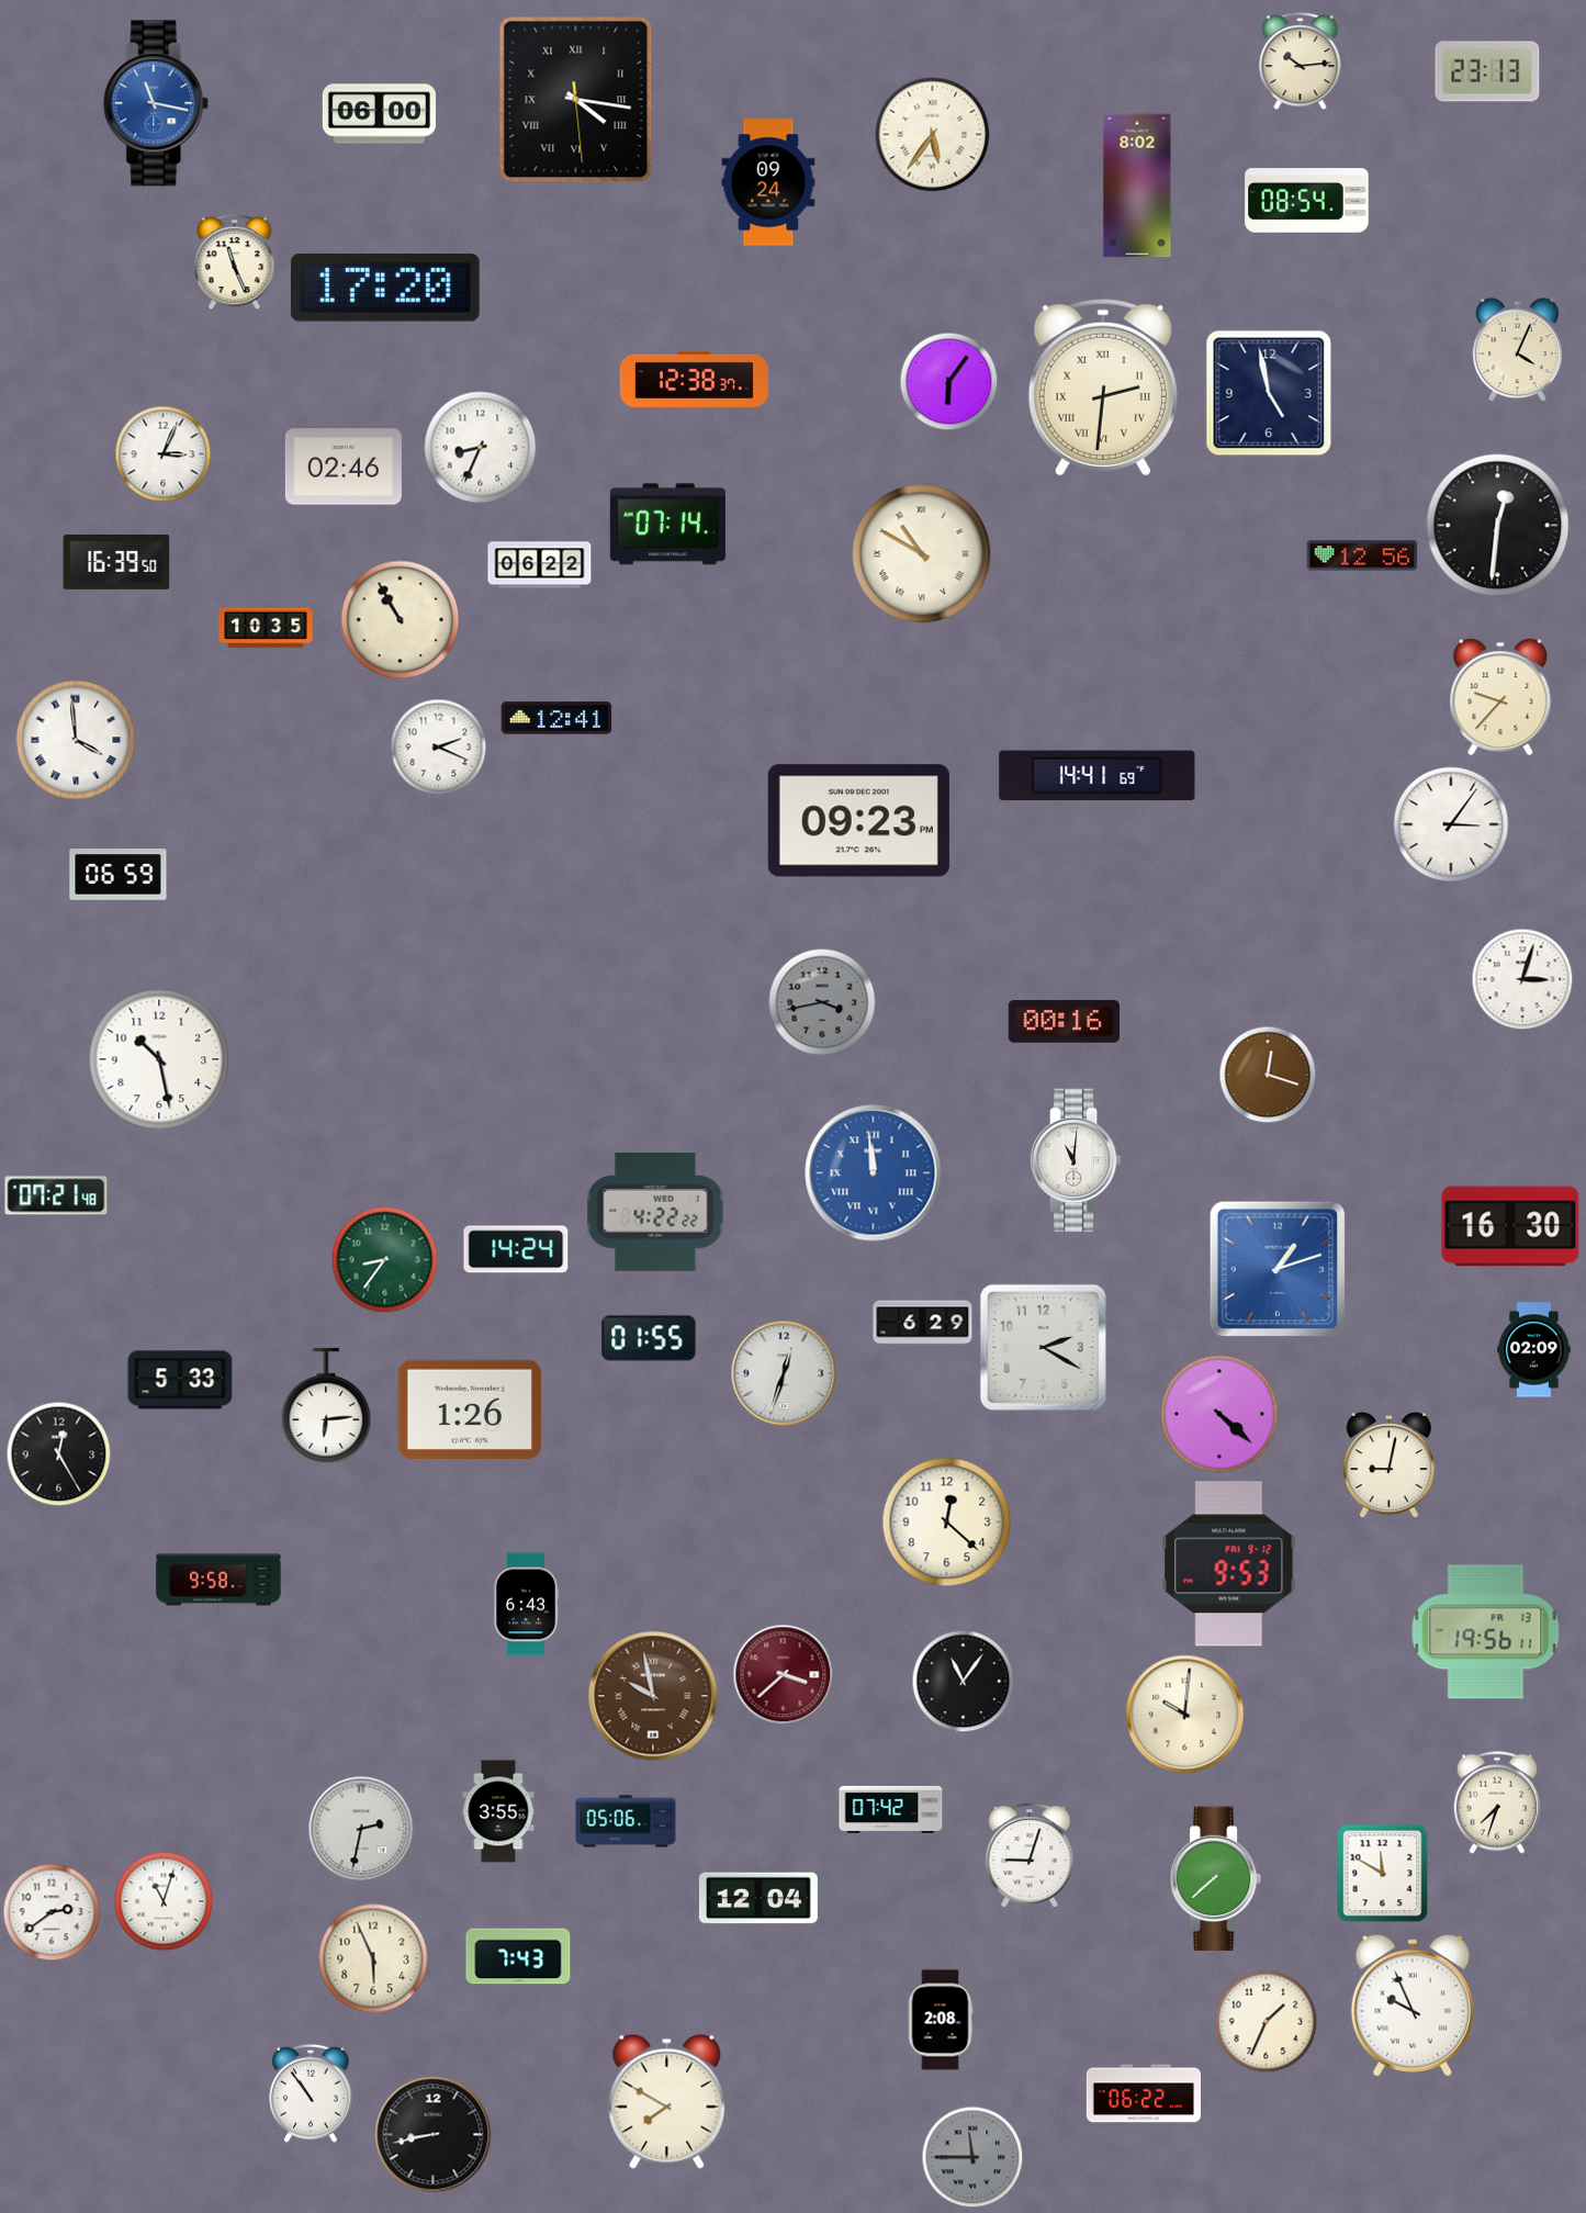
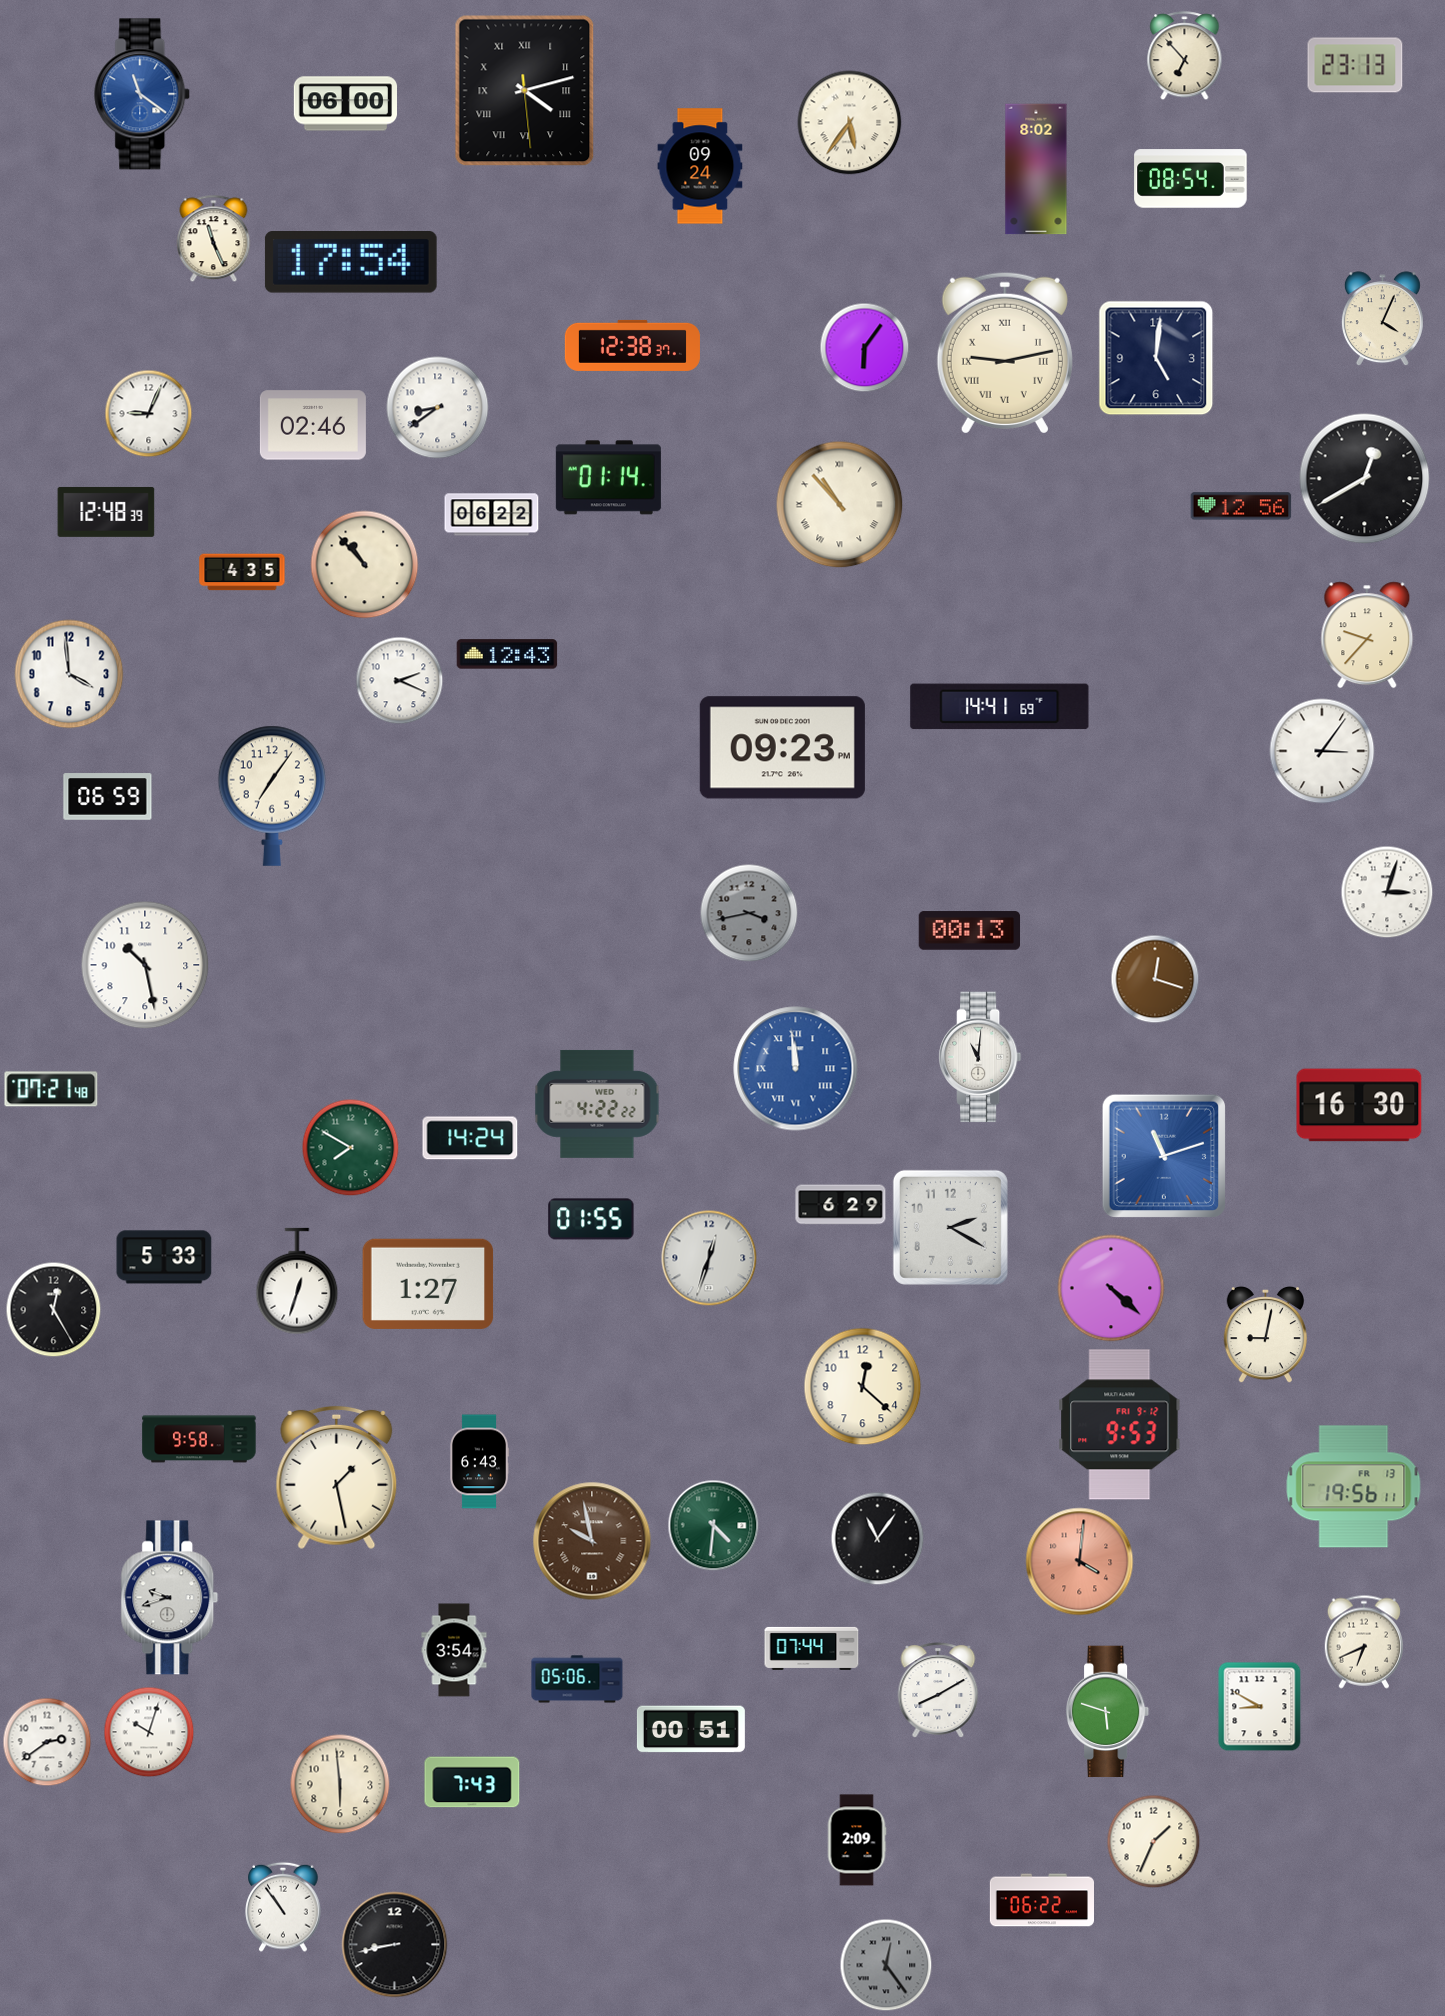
clock at (1301, 61): 10:14 -> 6:53
clock at (576, 100): 4:16 -> 4:12
clock at (157, 103): 11:17 -> 11:21
clock at (1307, 201) position: (1307, 201) -> (1191, 179)
clock at (385, 288): 17:20 -> 17:54
clock at (1103, 387): 2:31 -> 9:13
clock at (1269, 393): 4:58 -> 5:01
clock at (481, 448): 8:34 -> 8:39
clock at (164, 454): 3:04 -> 9:04
clock at (667, 525): 07:14 -> 01:14
clock at (1498, 526): 12:31 -> 12:40
clock at (922, 554): 10:50 -> 10:53
clock at (116, 562): 16:39 -> 12:48
clock at (401, 620): 10:55 -> 10:53
clock at (266, 628): 10:35 -> 4:35
clock at (556, 718): 12:41 -> 12:43
clock at (76, 740) numerals: Roman -> Arabic
clock at (272, 796): none -> 7:06
clock at (1065, 1022): 00:16 -> 00:13
clock at (1510, 1226) position: (1510, 1226) -> (1359, 1105)
clock at (385, 1260): 8:36 -> 7:50
clock at (1278, 1269): 1:12 -> 11:12
clock at (1534, 1350): 02:09 -> none
clock at (784, 1373) position: (784, 1373) -> (709, 1258)
clock at (326, 1406): 6:14 -> 12:33
clock at (470, 1409): 1:26 -> 1:27
clock at (59, 1454) position: (59, 1454) -> (54, 1310)
clock at (337, 1478): none -> 1:28
clock at (784, 1675): 3:38 -> 4:31
clock at (784, 1675) dial: burgundy -> green
clock at (964, 1682) position: (964, 1682) -> (878, 1539)
clock at (653, 1696) position: (653, 1696) -> (592, 1541)
clock at (1185, 1715): 10:01 -> 4:01
clock at (1185, 1715) dial: cream -> salmon
clock at (170, 1598): none -> 9:42
clock at (1497, 1802): 7:33 -> 6:41
clock at (891, 1809): 07:42 -> 07:44
clock at (498, 1811): 3:55 -> 3:54
clock at (626, 1821) position: (626, 1821) -> (577, 1679)
clock at (361, 1829): 2:32 -> none
clock at (1030, 1855): 9:03 -> 8:10
clock at (1383, 1874): 11:50 -> 8:50
clock at (1216, 1879): 7:38 -> 5:48
clock at (758, 1898): 12:04 -> 00:51
clock at (164, 1901): 11:03 -> 10:03
clock at (373, 1958): 5:56 -> 5:59
clock at (1413, 2006): 9:56 -> none
clock at (941, 2020): 2:08 -> 2:09
clock at (1143, 2093) position: (1143, 2093) -> (1041, 1900)
clock at (667, 2101): 7:50 -> none
clock at (972, 2157): 11:45 -> 12:24
